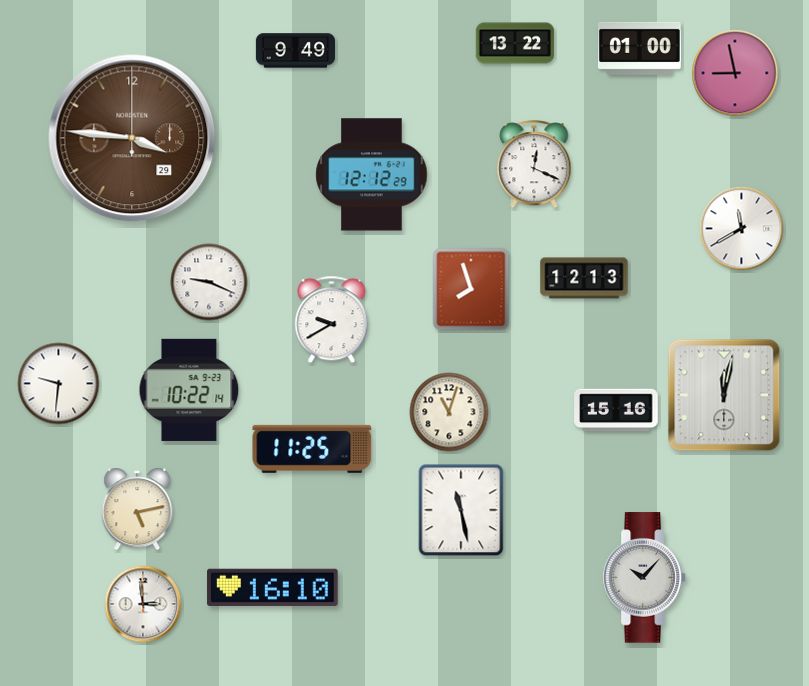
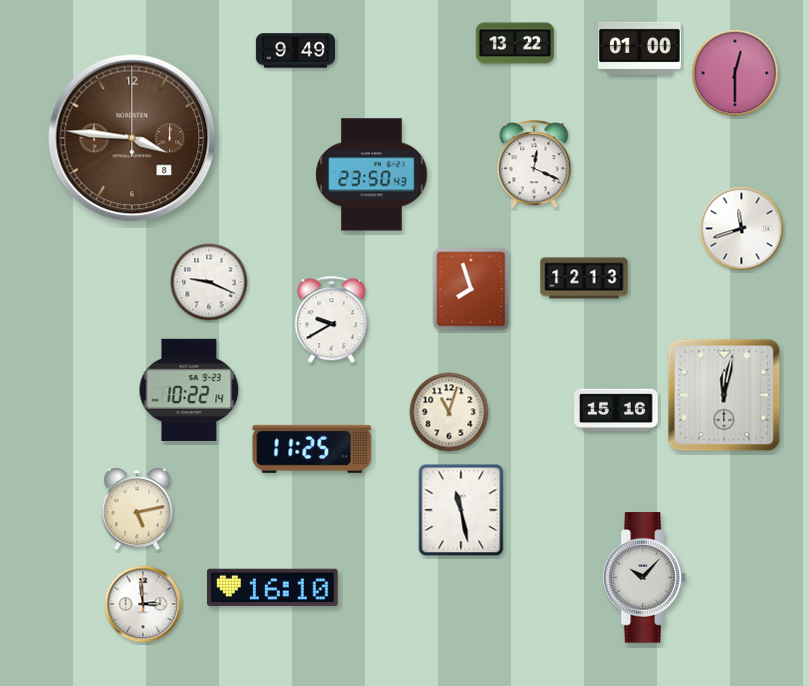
clock at (735, 73): 8:58 -> 12:30
clock at (132, 138) date: 29 -> 8
clock at (372, 175): 12:12 -> 23:50
clock at (742, 229): 11:40 -> 11:42
clock at (59, 384): 9:31 -> none
